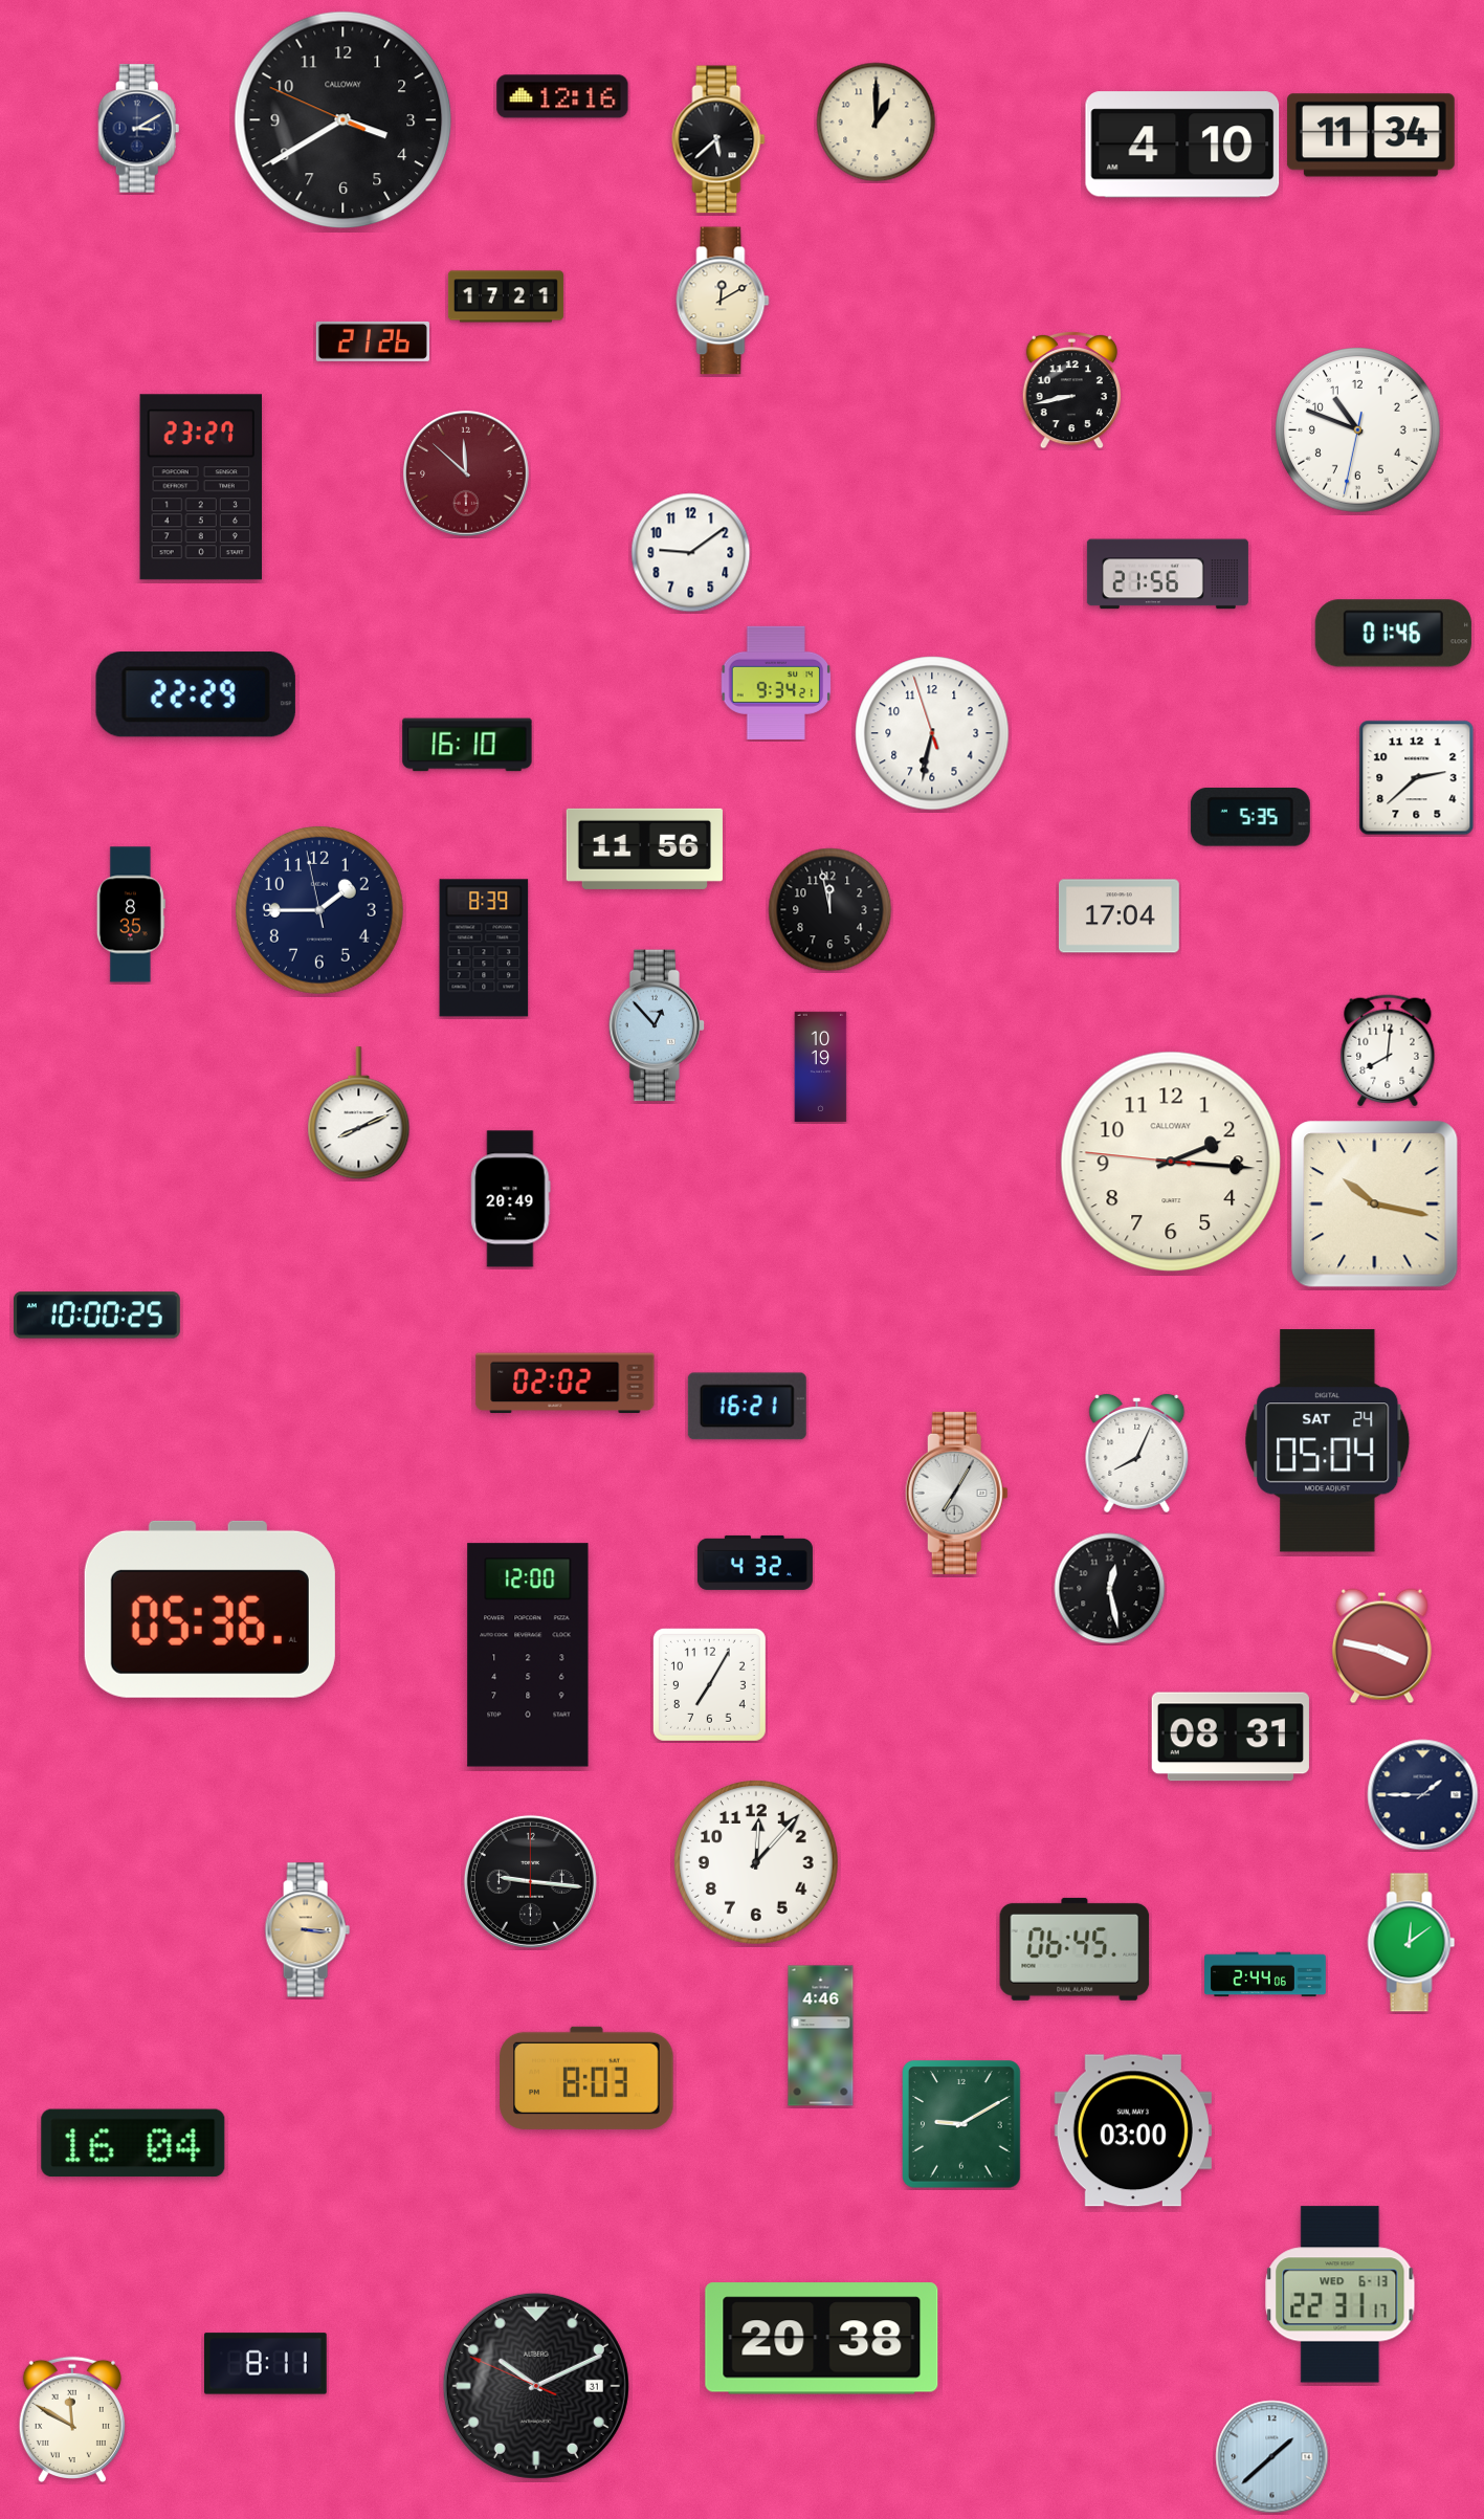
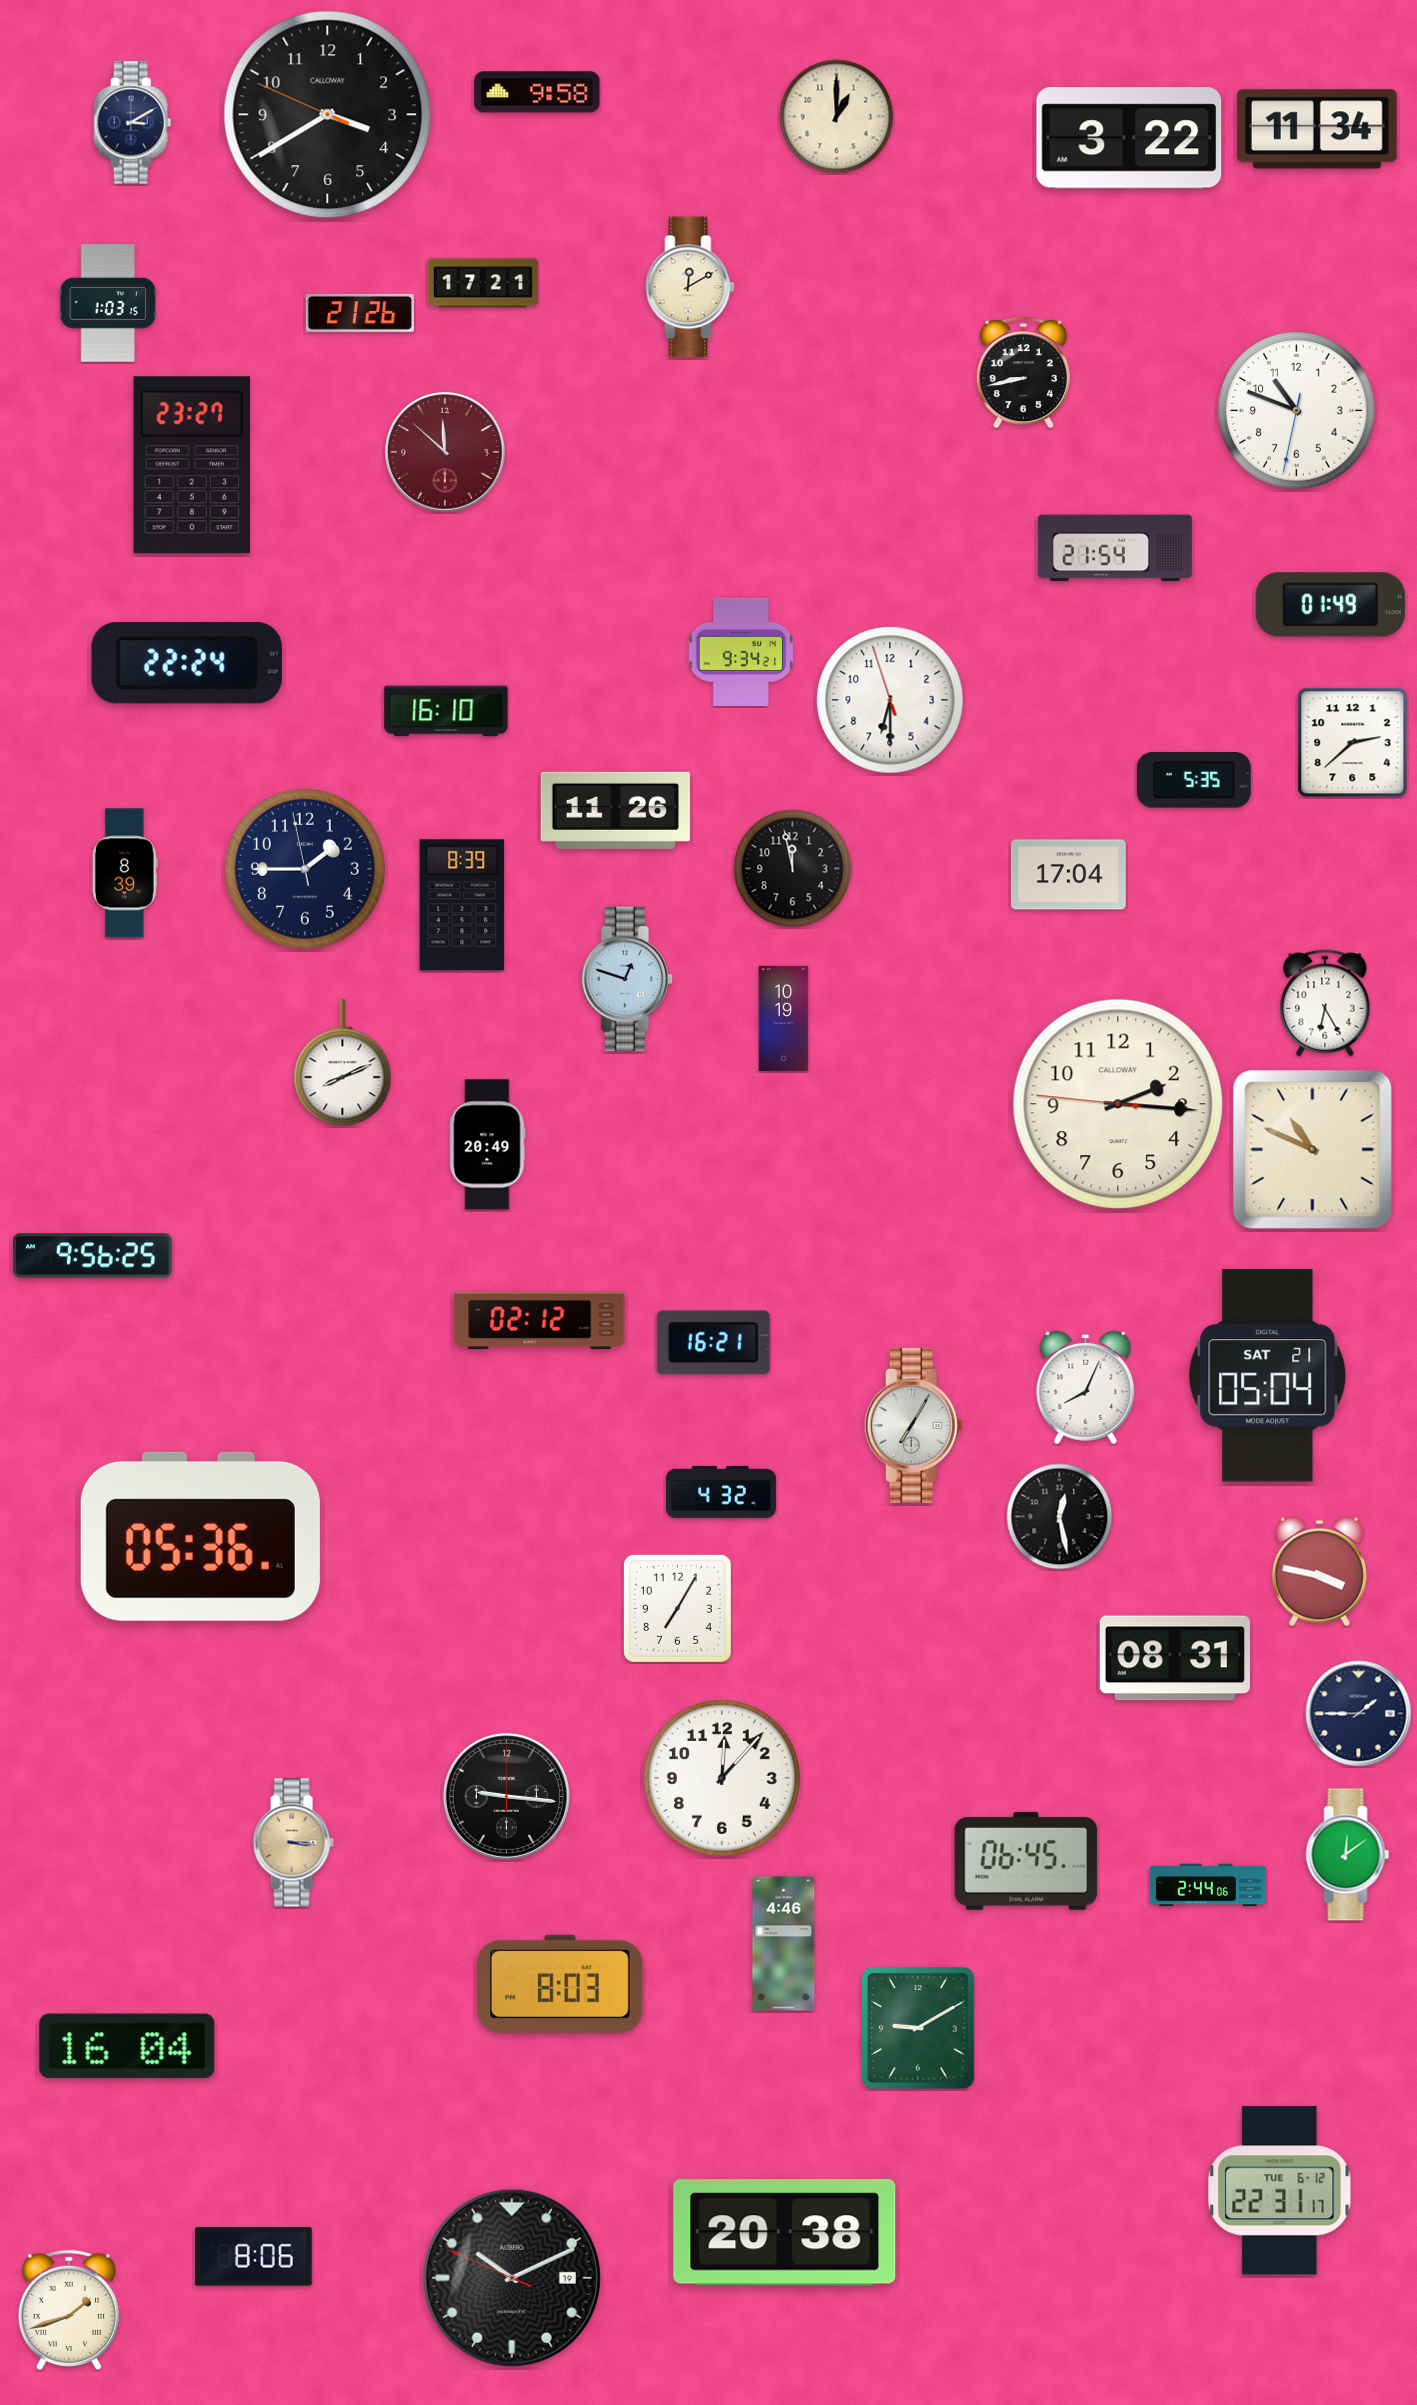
clock at (562, 96): 12:16 -> 9:58
clock at (1371, 135) position: (1371, 135) -> (1317, 129)
clock at (718, 139): 5:38 -> none
clock at (1182, 145): 4:10 -> 3:22
clock at (108, 303): none -> 1:03
clock at (373, 341) position: (373, 341) -> (360, 313)
clock at (691, 553): 9:09 -> none
clock at (1168, 574): 21:56 -> 21:54
clock at (1393, 634): 01:46 -> 01:49
clock at (196, 694): 22:29 -> 22:24
clock at (932, 733): 6:31 -> 6:29
clock at (644, 848): 11:56 -> 11:26
clock at (131, 914): 8:35 -> 8:39
clock at (657, 1025): 12:53 -> 12:48
clock at (1388, 1051): 8:01 -> 6:25
clock at (1171, 1162) position: (1171, 1162) -> (1118, 1104)
clock at (1375, 1205): 10:17 -> 10:49
clock at (96, 1316): 10:00 -> 9:56
clock at (566, 1384): 02:02 -> 02:12
clock at (1328, 1441) date: SAT 24 -> SAT 21
clock at (528, 1655): 12:00 -> none
clock at (1133, 2130): 03:00 -> none
clock at (1341, 2295) date: WED 6-13 -> TUE 6-12
clock at (266, 2364): 8:11 -> 8:06
clock at (536, 2386) date: 31 -> 19
clock at (72, 2418): 11:50 -> 1:42
clock at (1272, 2457): 1:38 -> none
